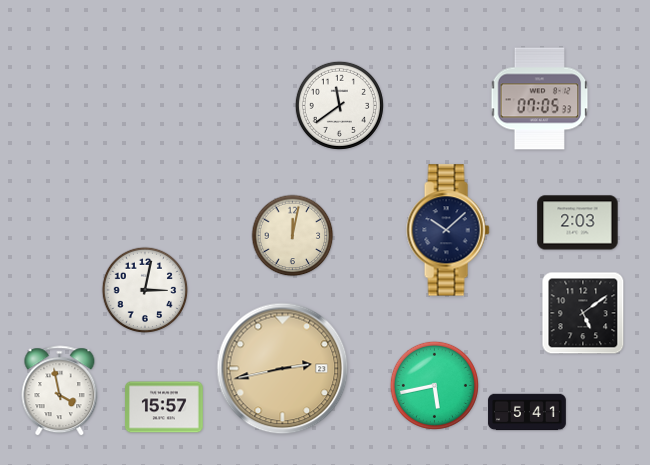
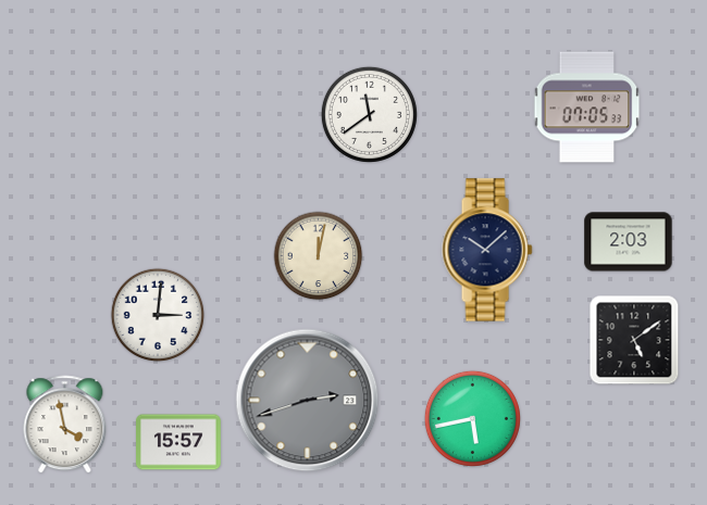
clock at (145, 290): 3:02 -> 3:01
clock at (283, 369): 2:43 -> 2:42
clock at (283, 369) dial: champagne -> grey
clock at (527, 412): 5:41 -> none
